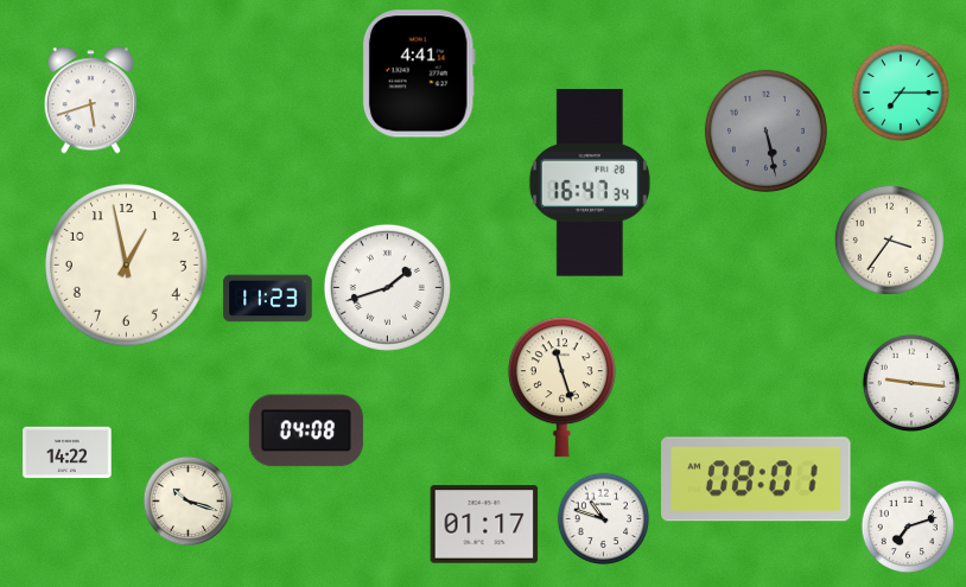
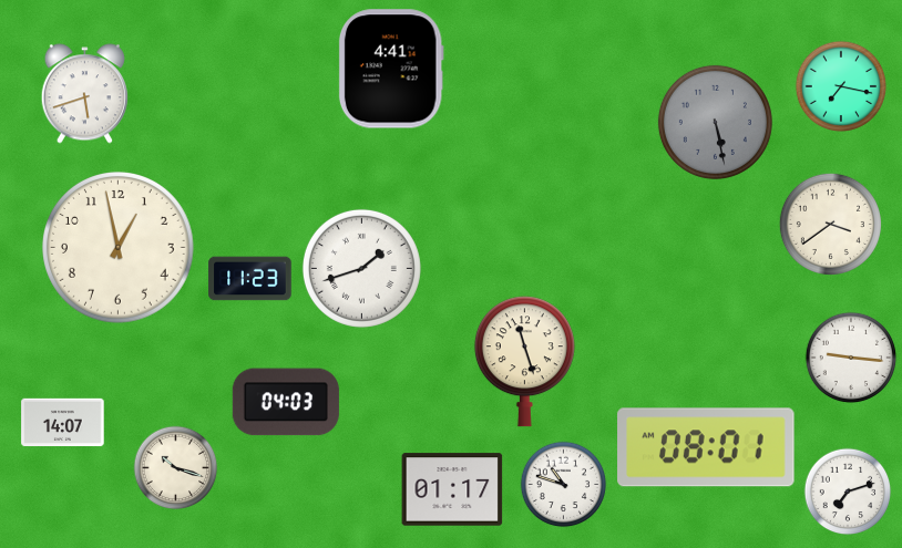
clock at (901, 92): 7:15 -> 7:17
clock at (590, 184): 16:47 -> none
clock at (889, 240): 3:36 -> 3:39
clock at (306, 430): 04:08 -> 04:03
clock at (68, 453): 14:22 -> 14:07
